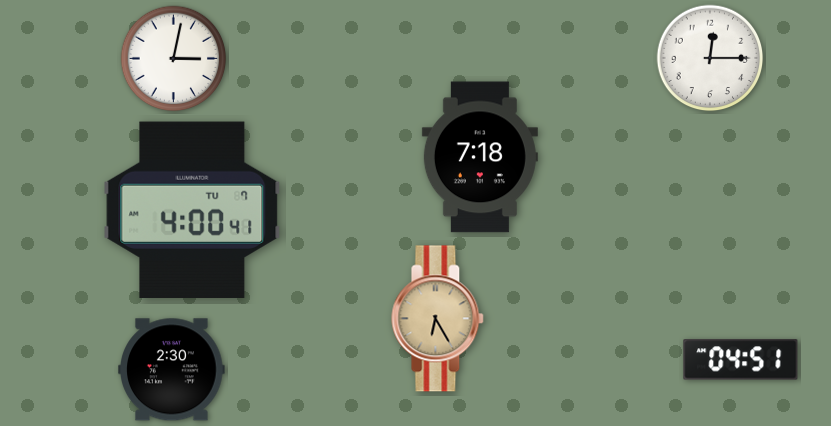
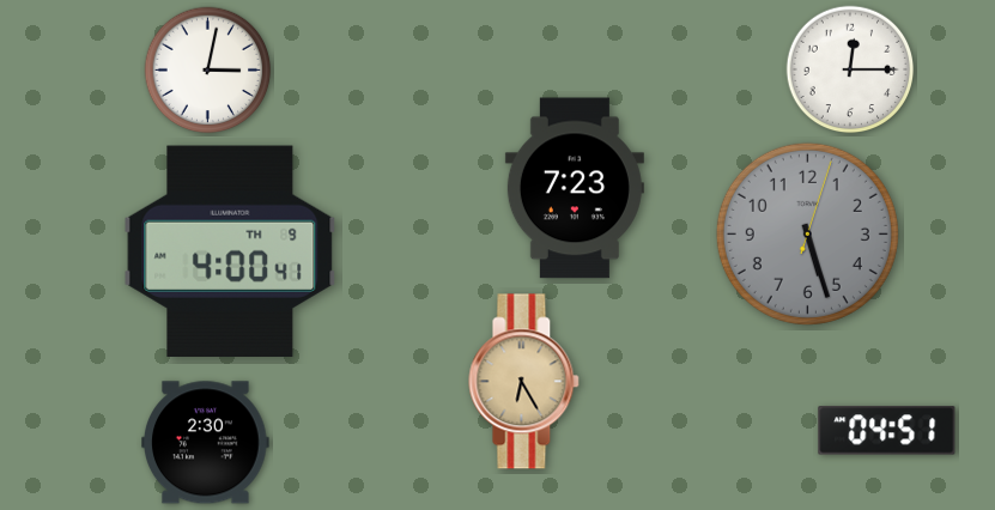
clock at (480, 157): 7:18 -> 7:23
clock at (807, 233): none -> 5:27
clock at (192, 209) date: TU 7 -> TH 9
